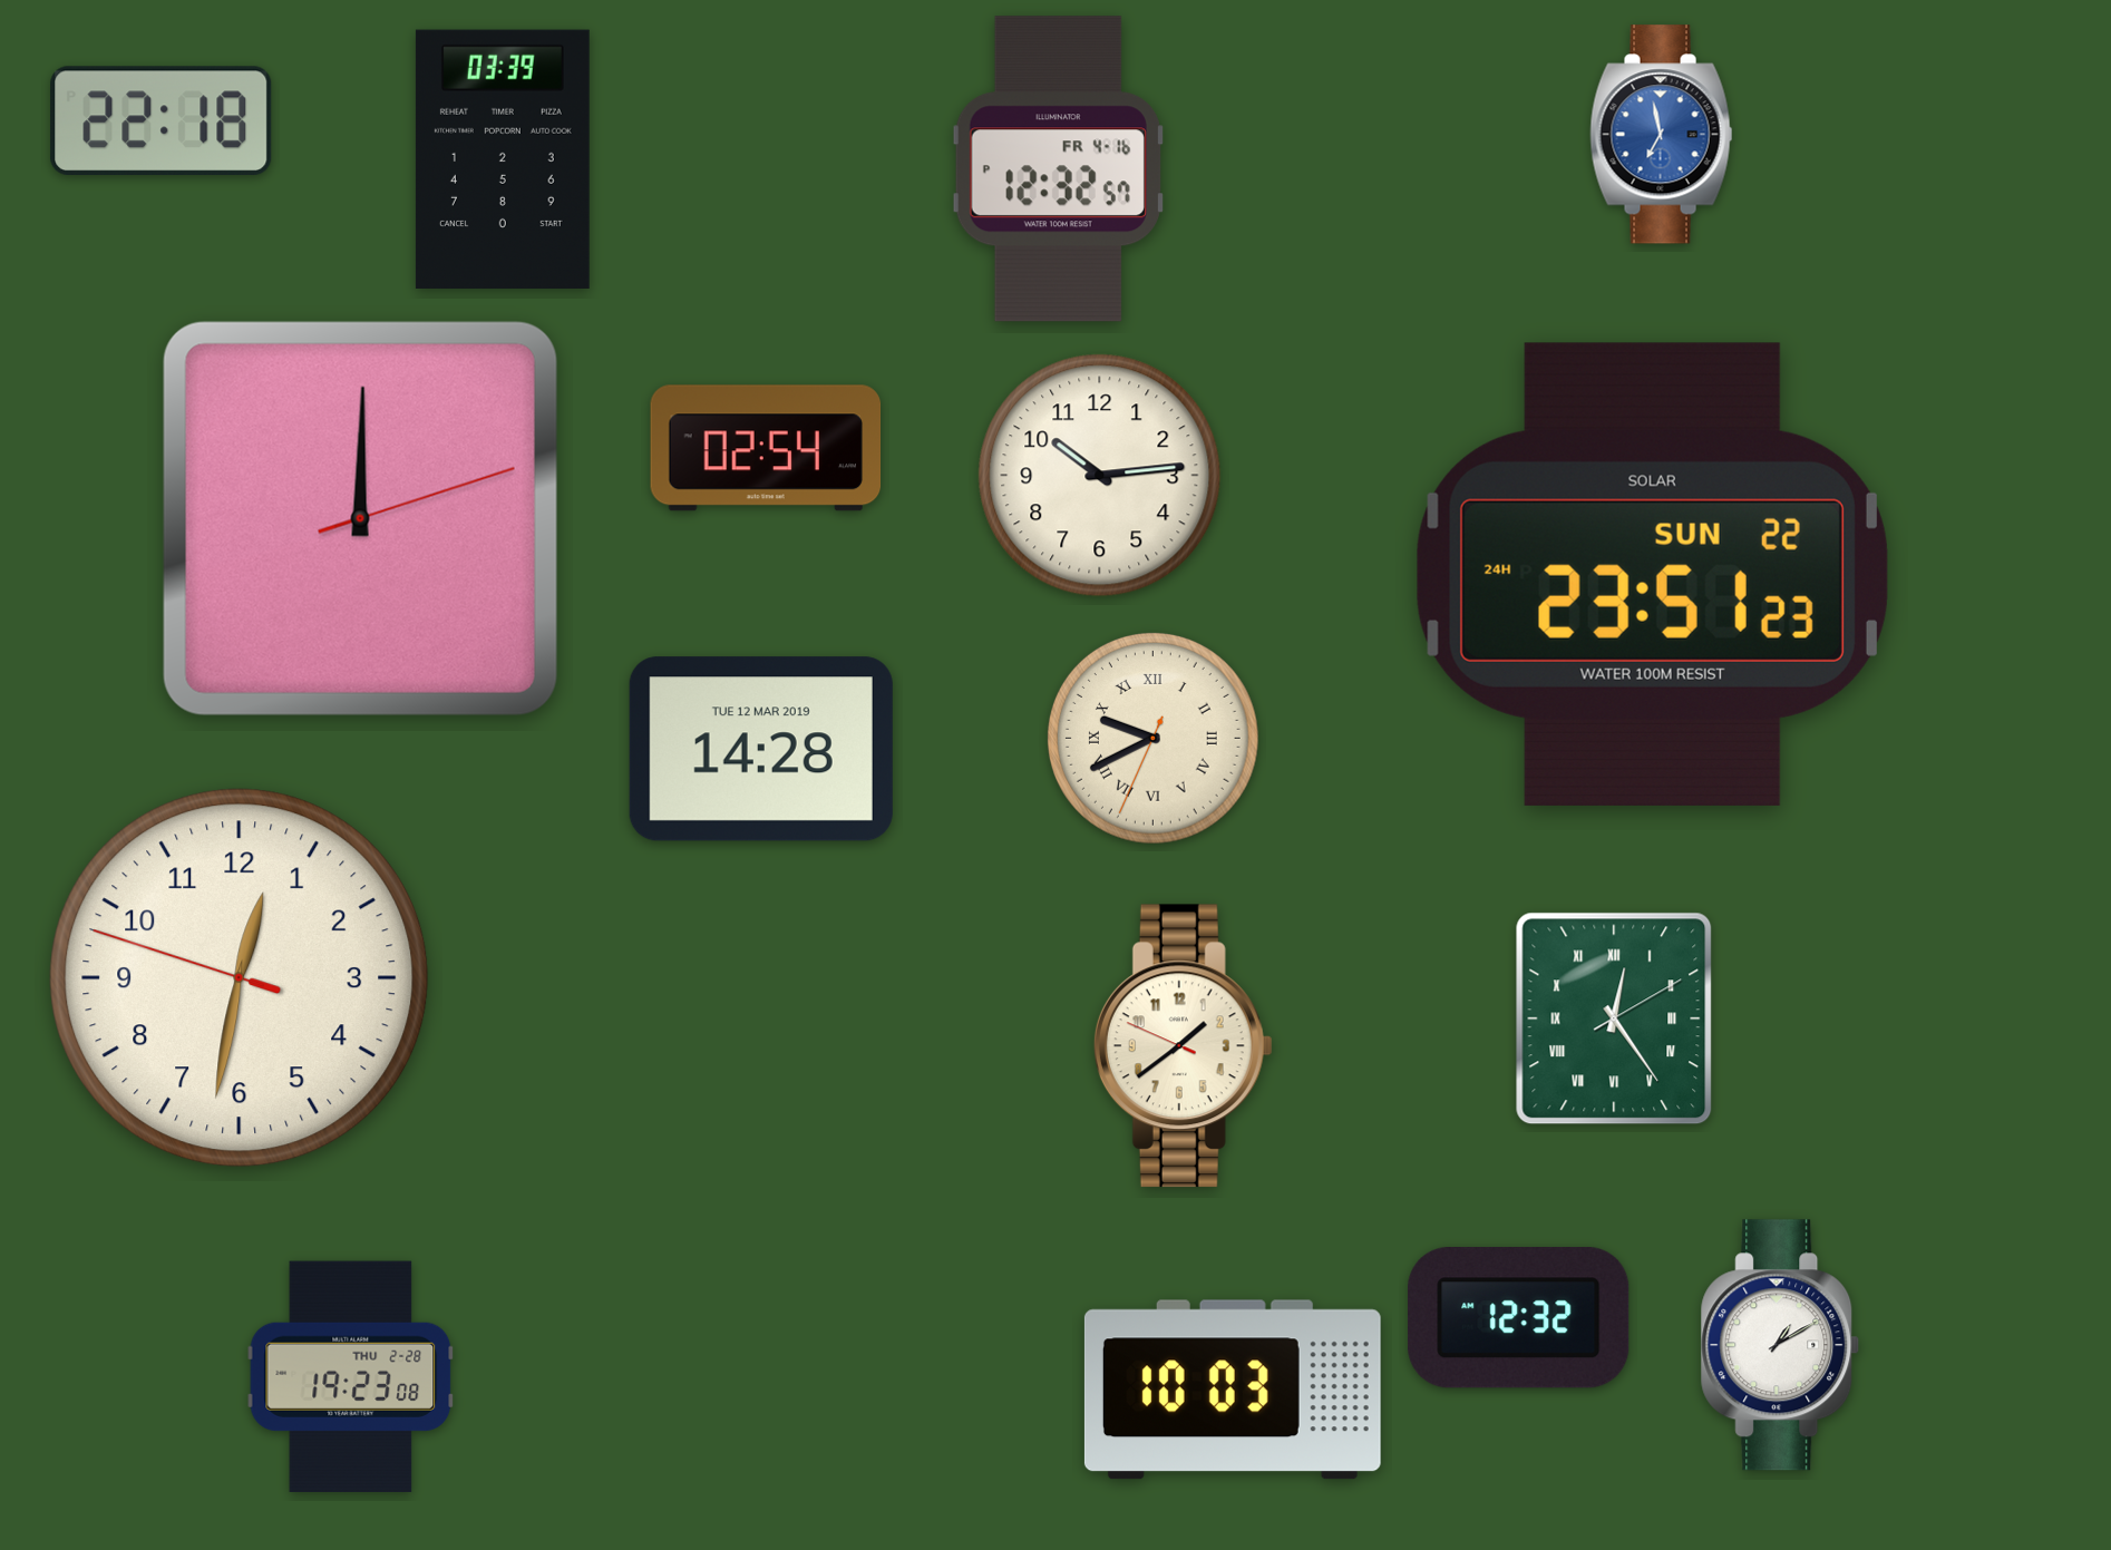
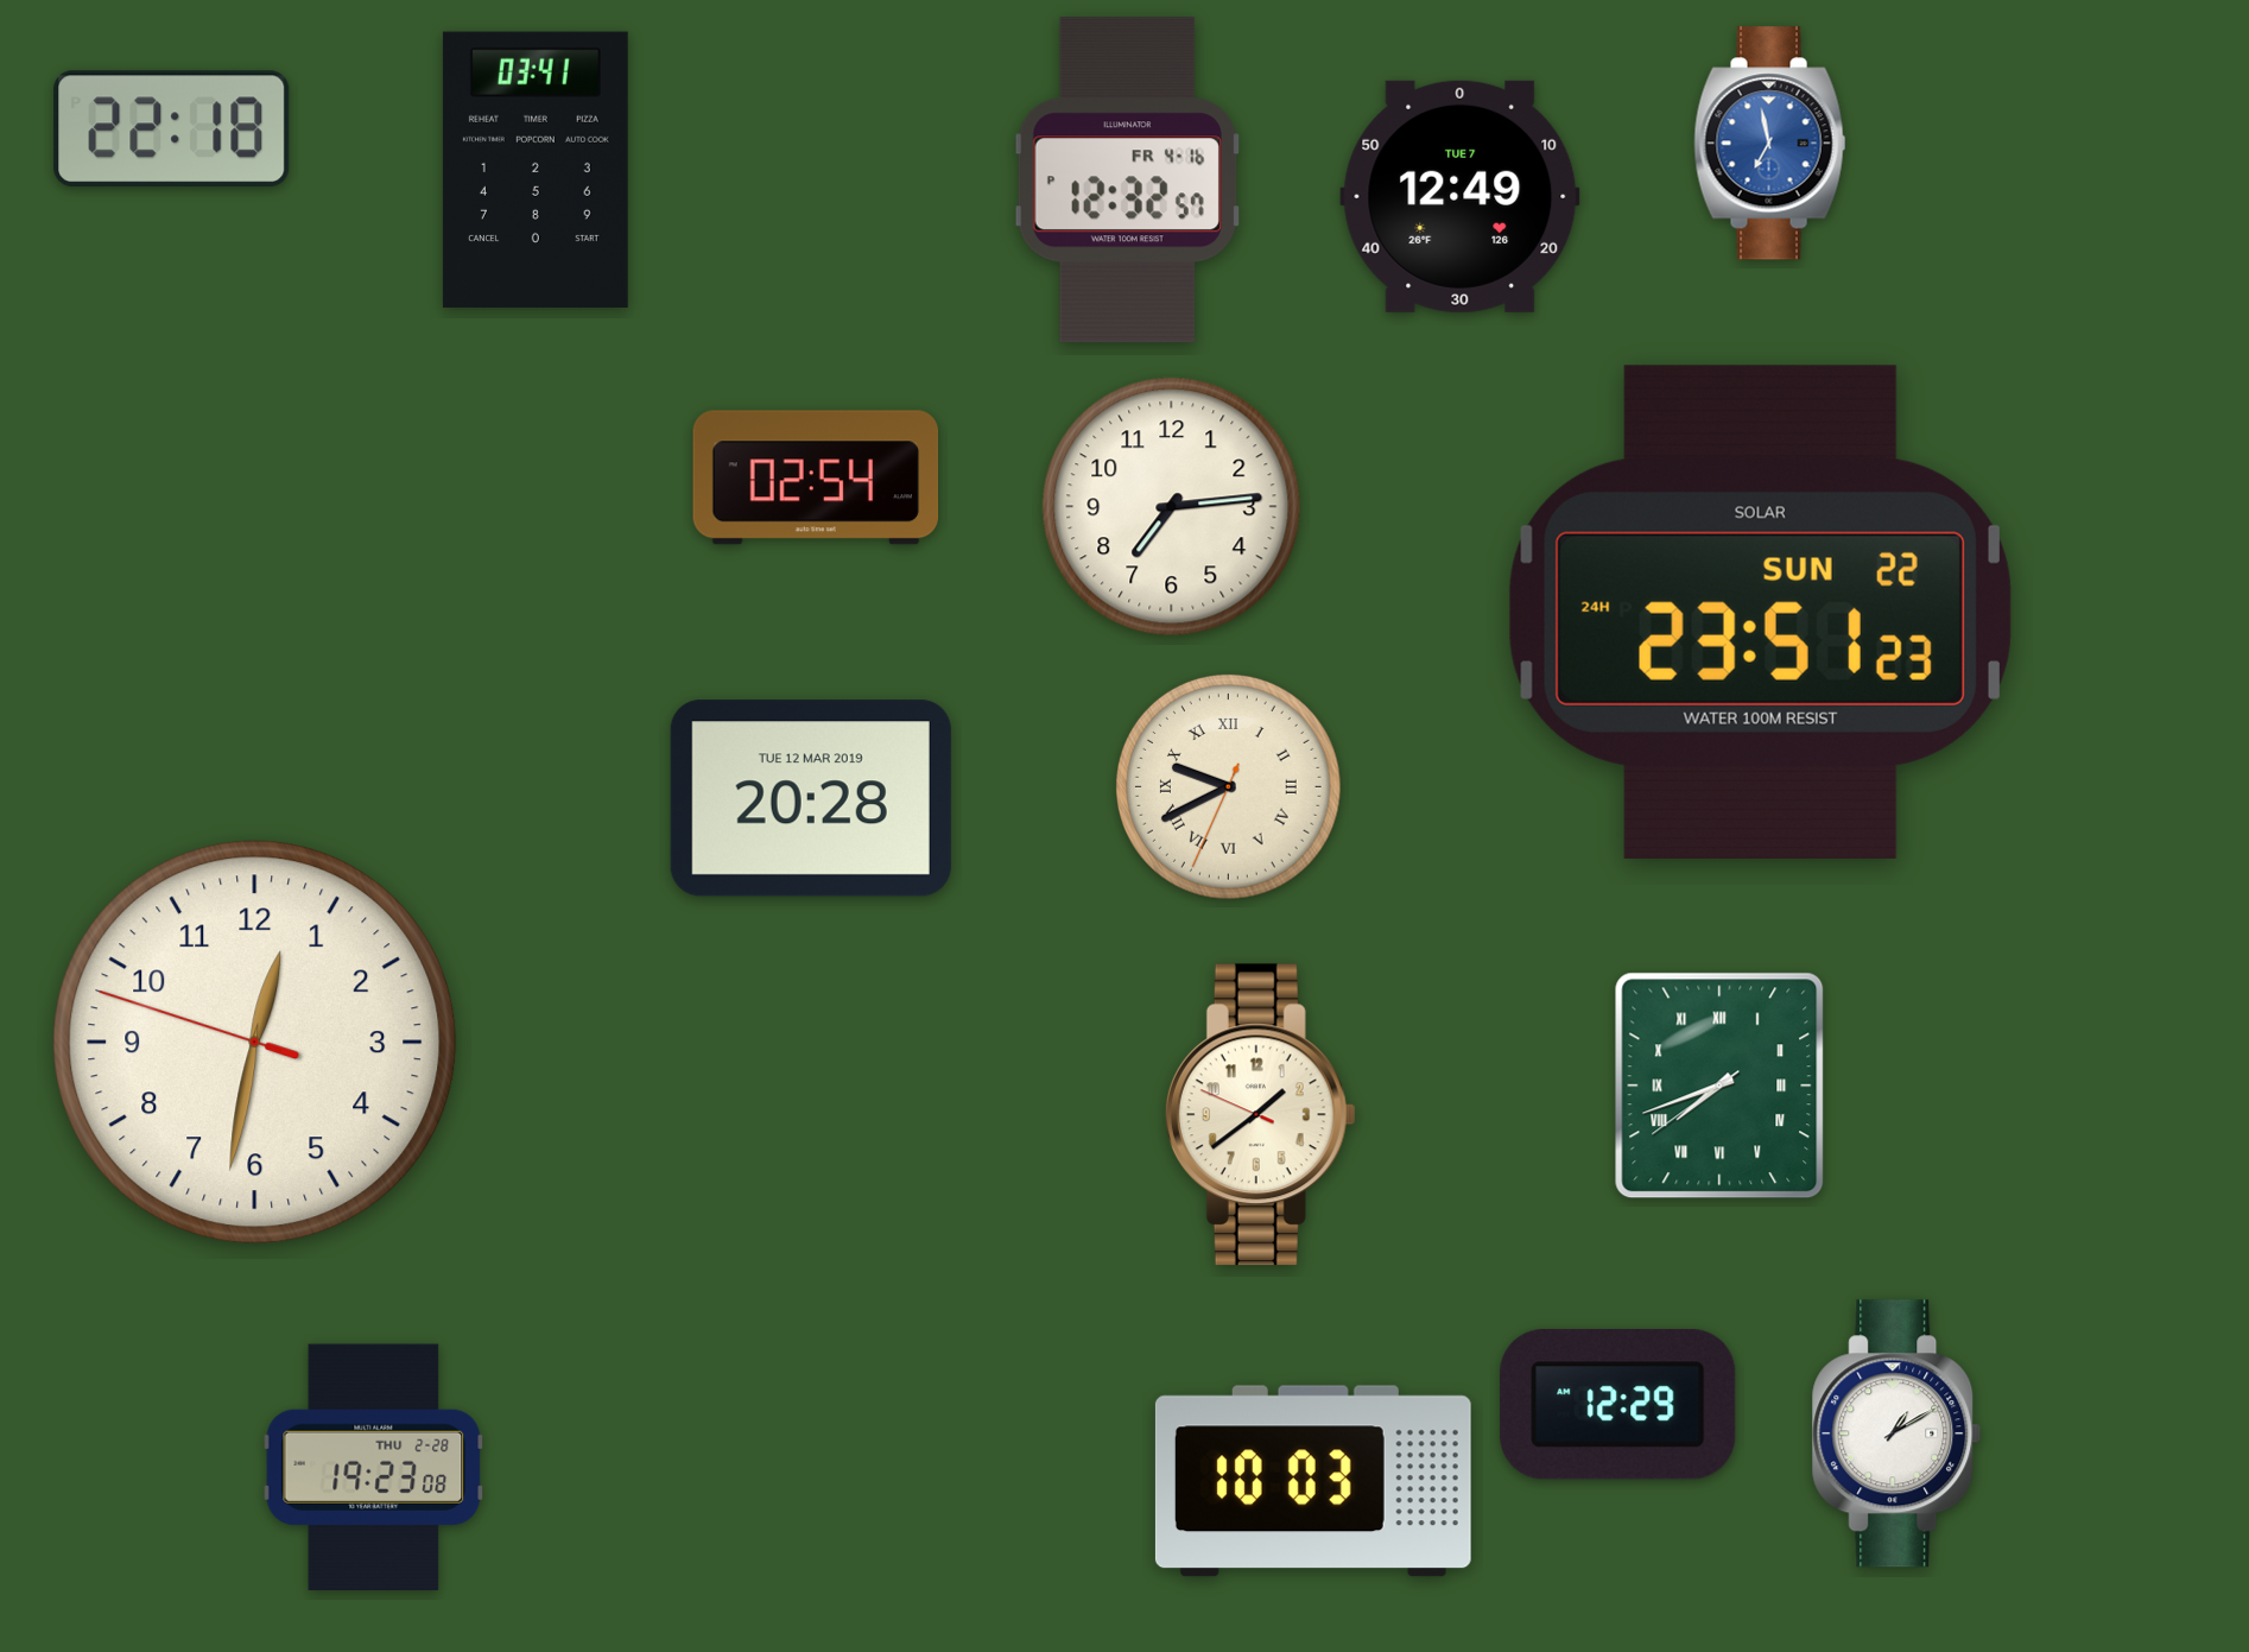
clock at (503, 158): 03:39 -> 03:41
clock at (1461, 196): none -> 12:49
clock at (1100, 476): 10:14 -> 7:14
clock at (360, 518): 12:00 -> none
clock at (761, 749): 14:28 -> 20:28
clock at (1614, 1018): 12:24 -> 7:41
clock at (1519, 1318): 12:32 -> 12:29
